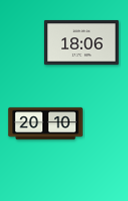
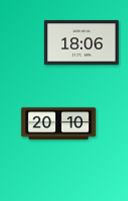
clock at (46, 124) position: (46, 124) -> (59, 124)
